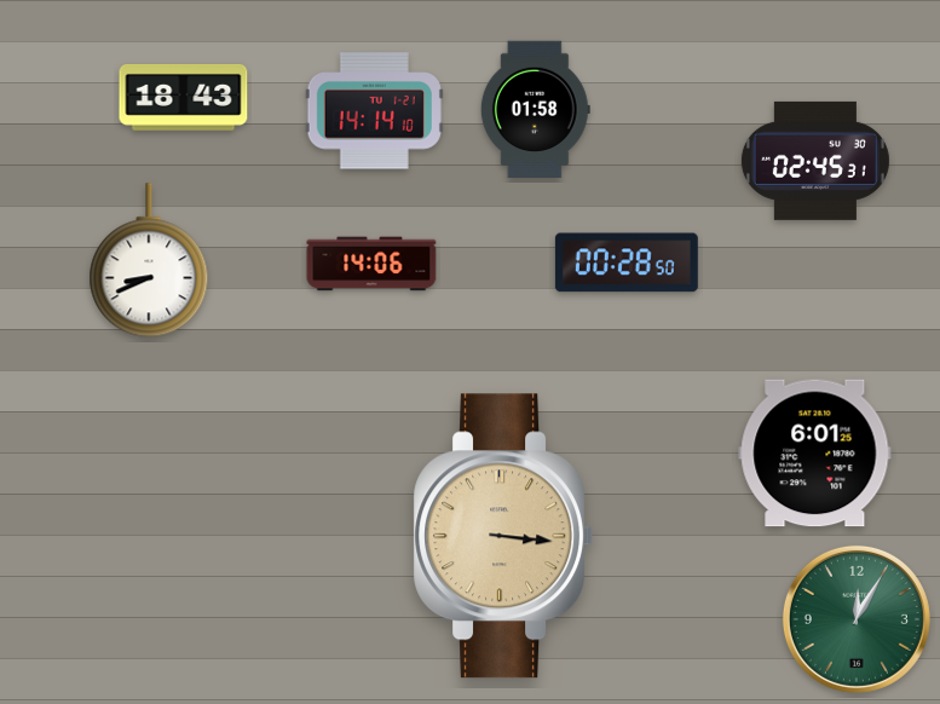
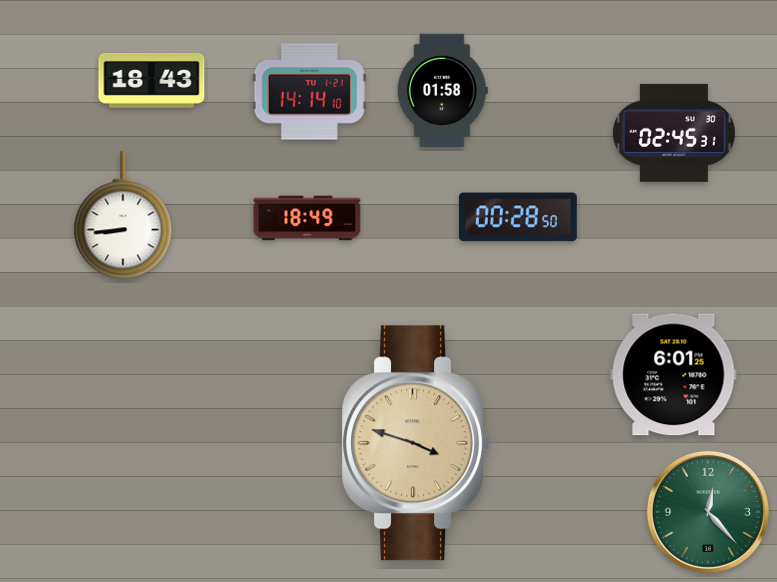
clock at (149, 261): 8:41 -> 8:44
clock at (371, 264): 14:06 -> 18:49
clock at (502, 536): 3:16 -> 3:48
clock at (857, 619): 12:05 -> 12:23
